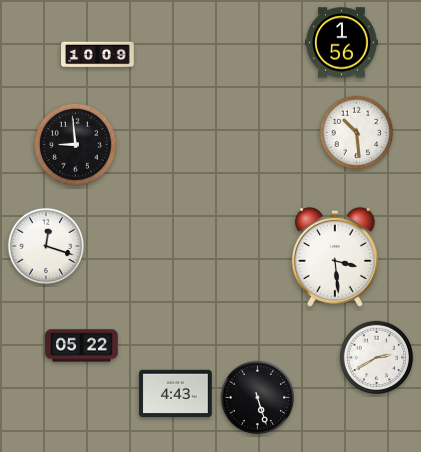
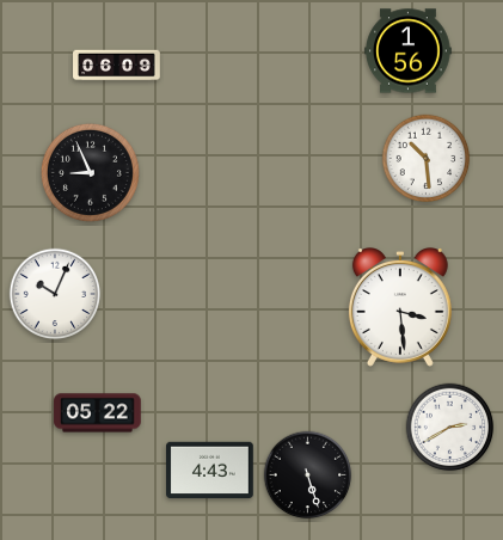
clock at (98, 55): 10:09 -> 06:09
clock at (75, 144): 8:59 -> 8:56
clock at (46, 246): 12:18 -> 10:04
